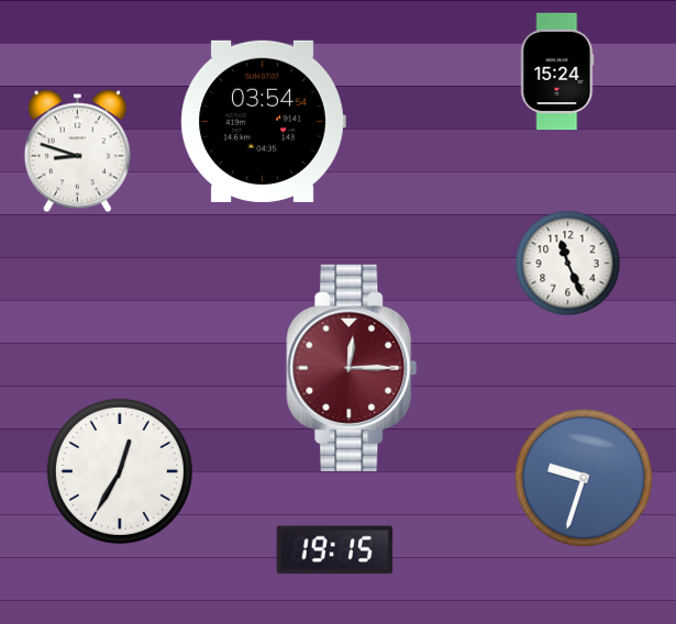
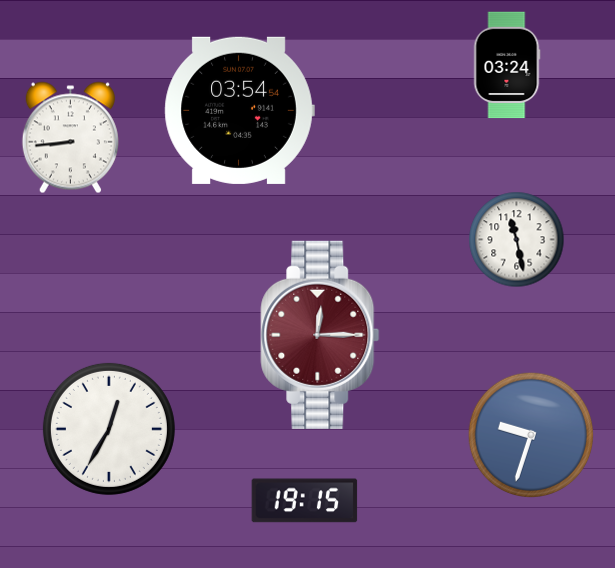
clock at (557, 71): 15:24 -> 03:24
clock at (77, 152): 8:48 -> 8:44
clock at (568, 264): 11:26 -> 11:28
